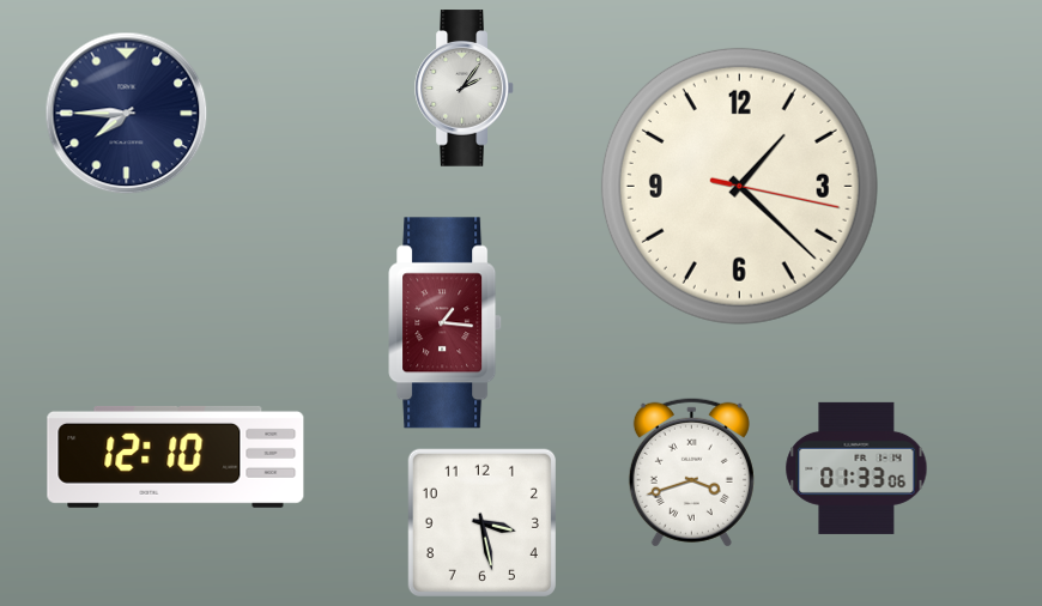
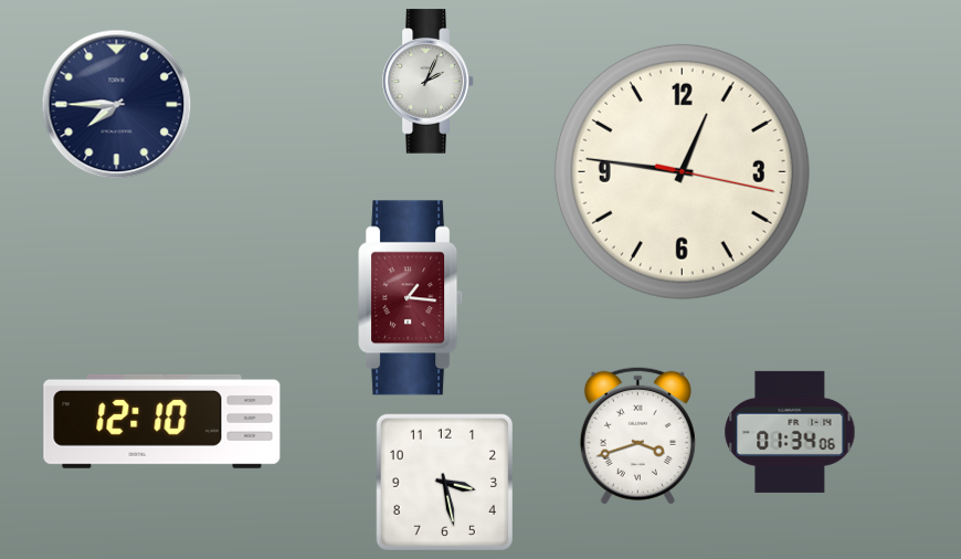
clock at (465, 89): 2:06 -> 2:04
clock at (739, 186): 1:22 -> 12:46
clock at (856, 468): 01:33 -> 01:34
